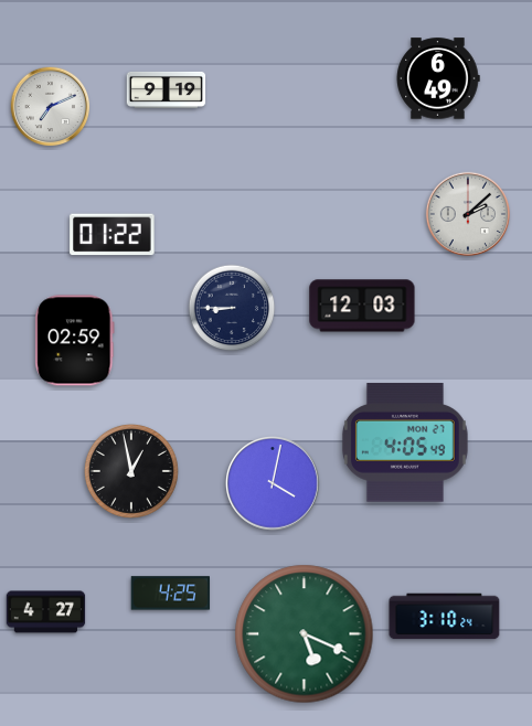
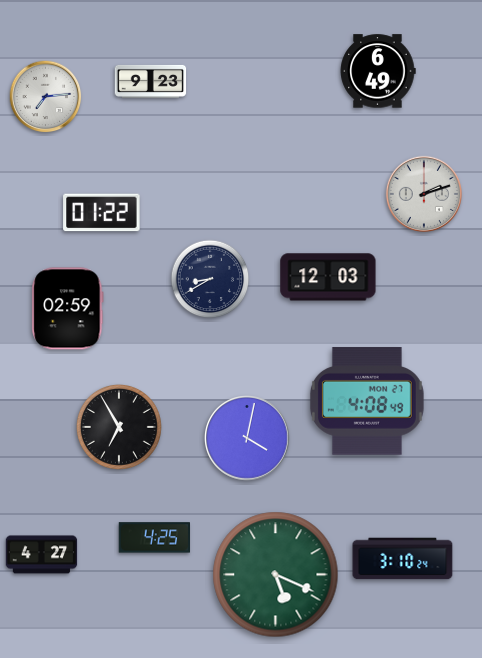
clock at (438, 78) position: (438, 78) -> (378, 71)
clock at (167, 89): 9:19 -> 9:23
clock at (51, 107): 7:11 -> 7:14
clock at (468, 214): 2:08 -> 2:12
clock at (232, 308): 8:45 -> 8:40
clock at (405, 442): 4:05 -> 4:08
clock at (131, 471): 12:58 -> 6:55
